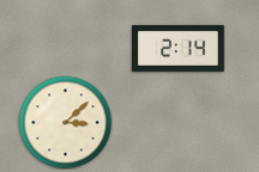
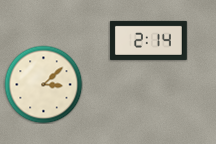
clock at (65, 122) position: (65, 122) -> (43, 84)
